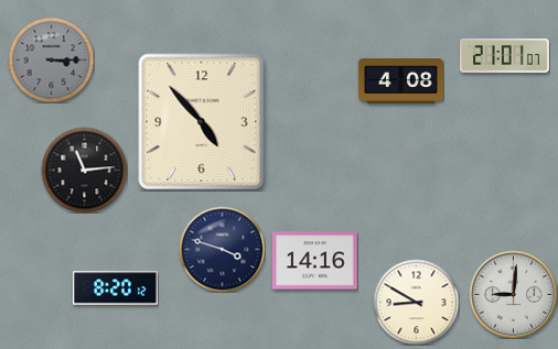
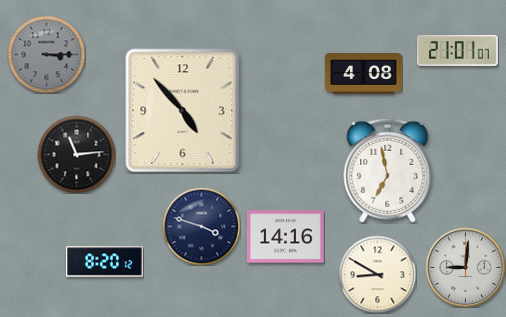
clock at (388, 170): none -> 6:58
